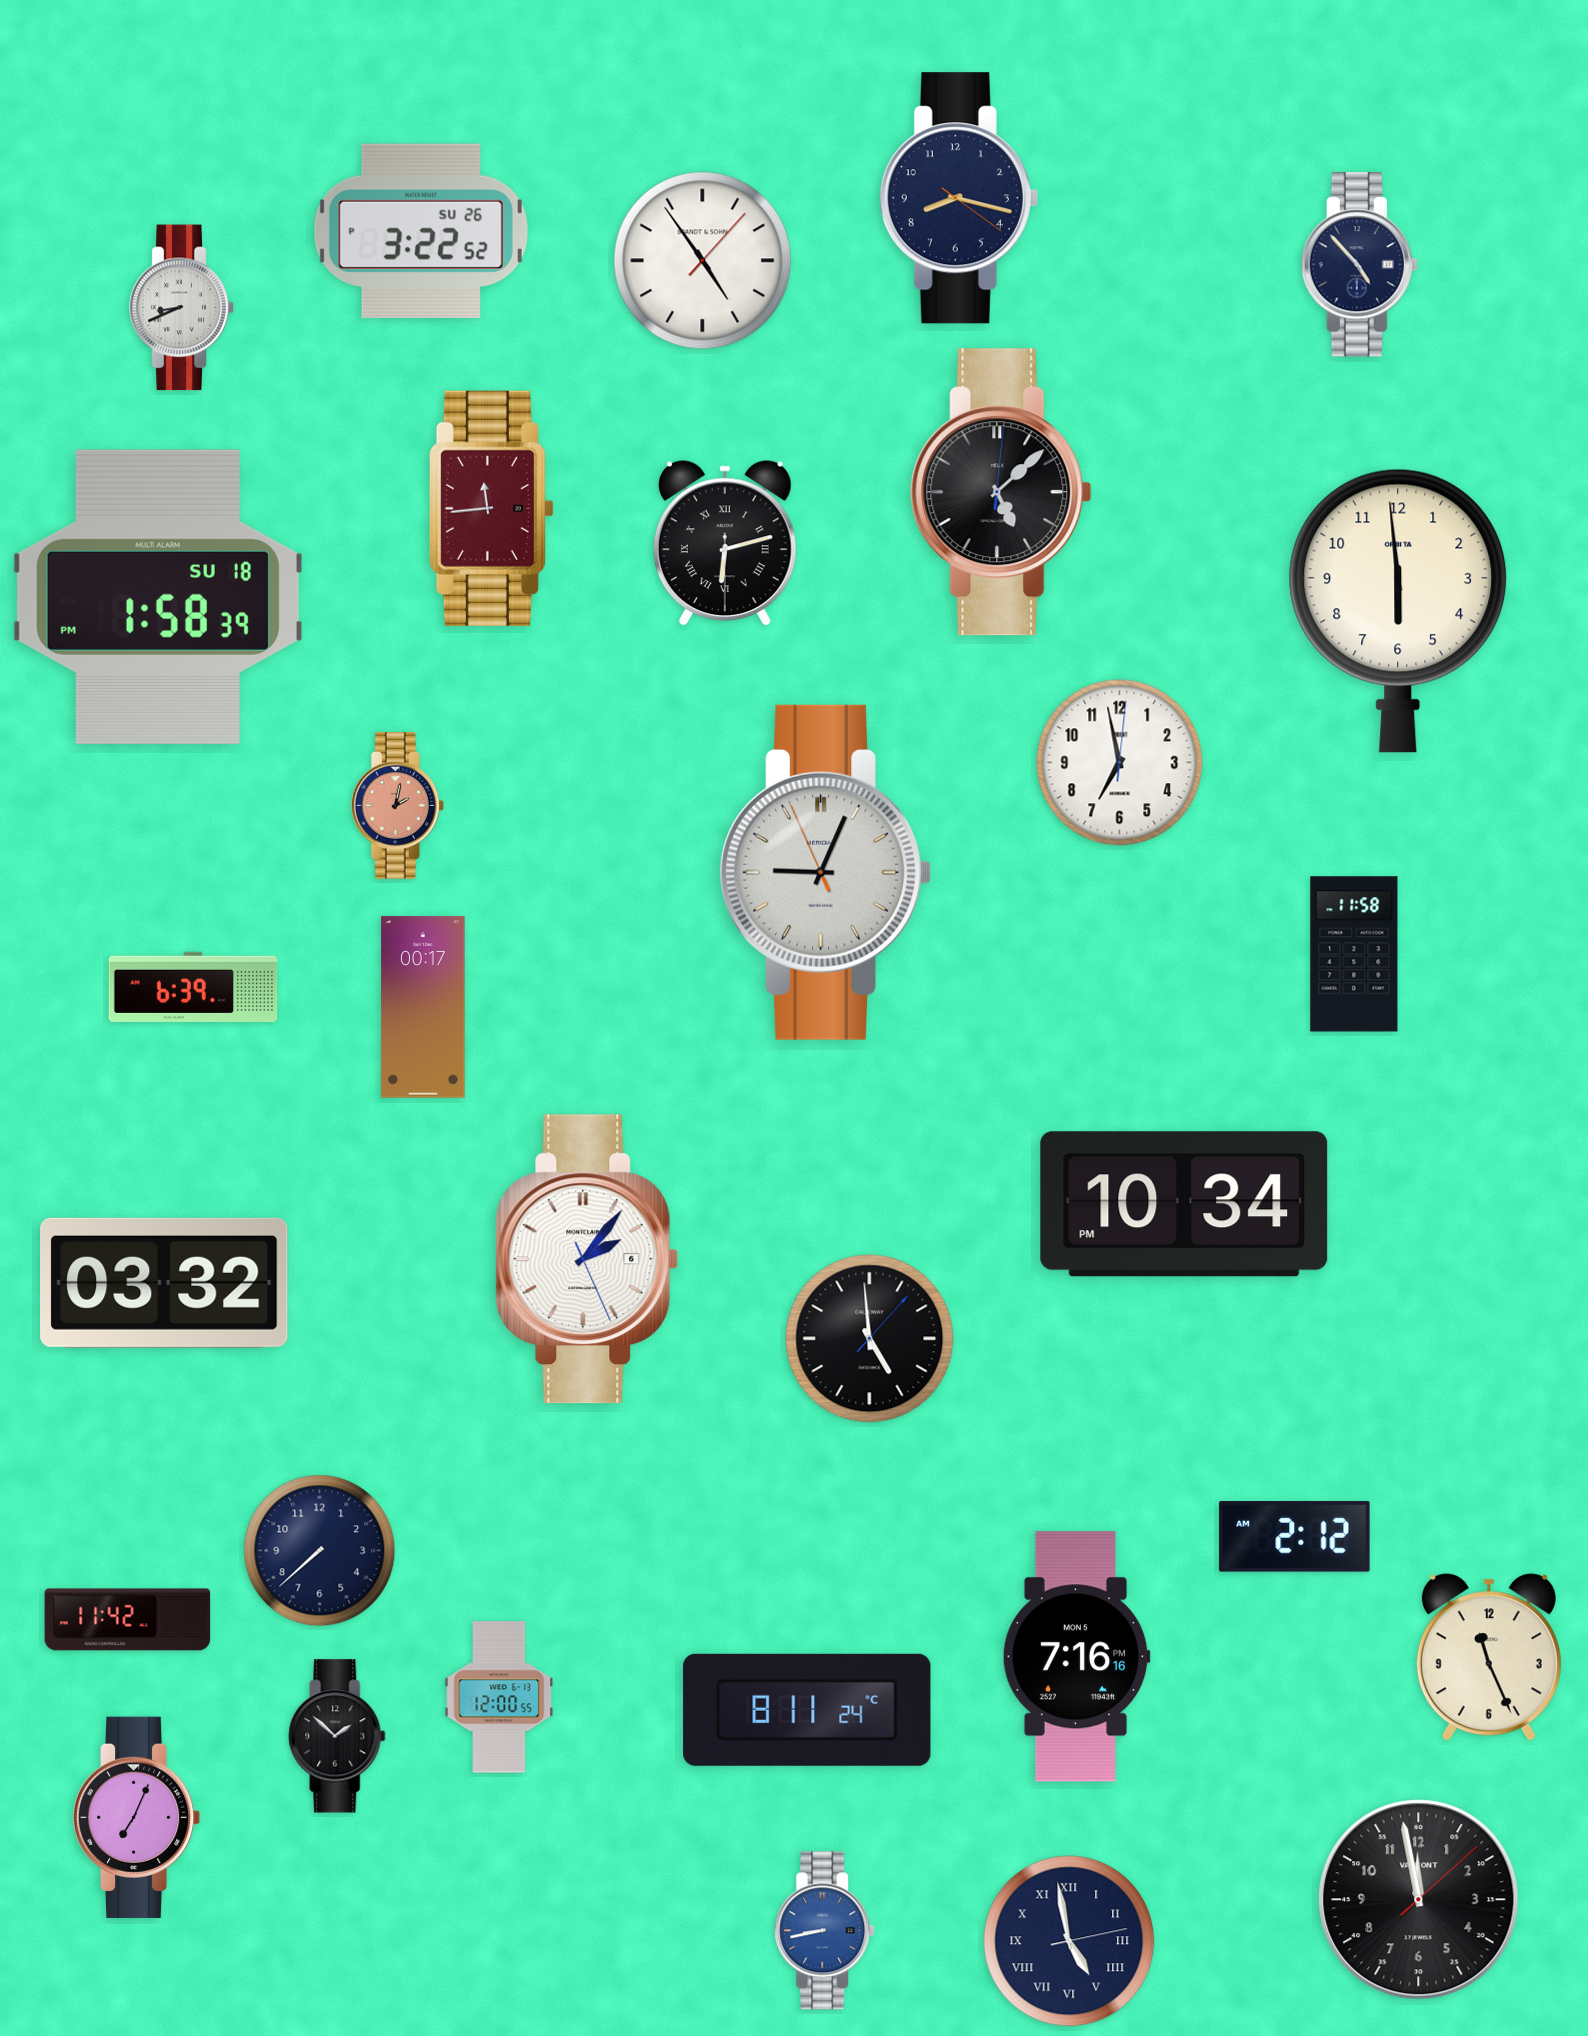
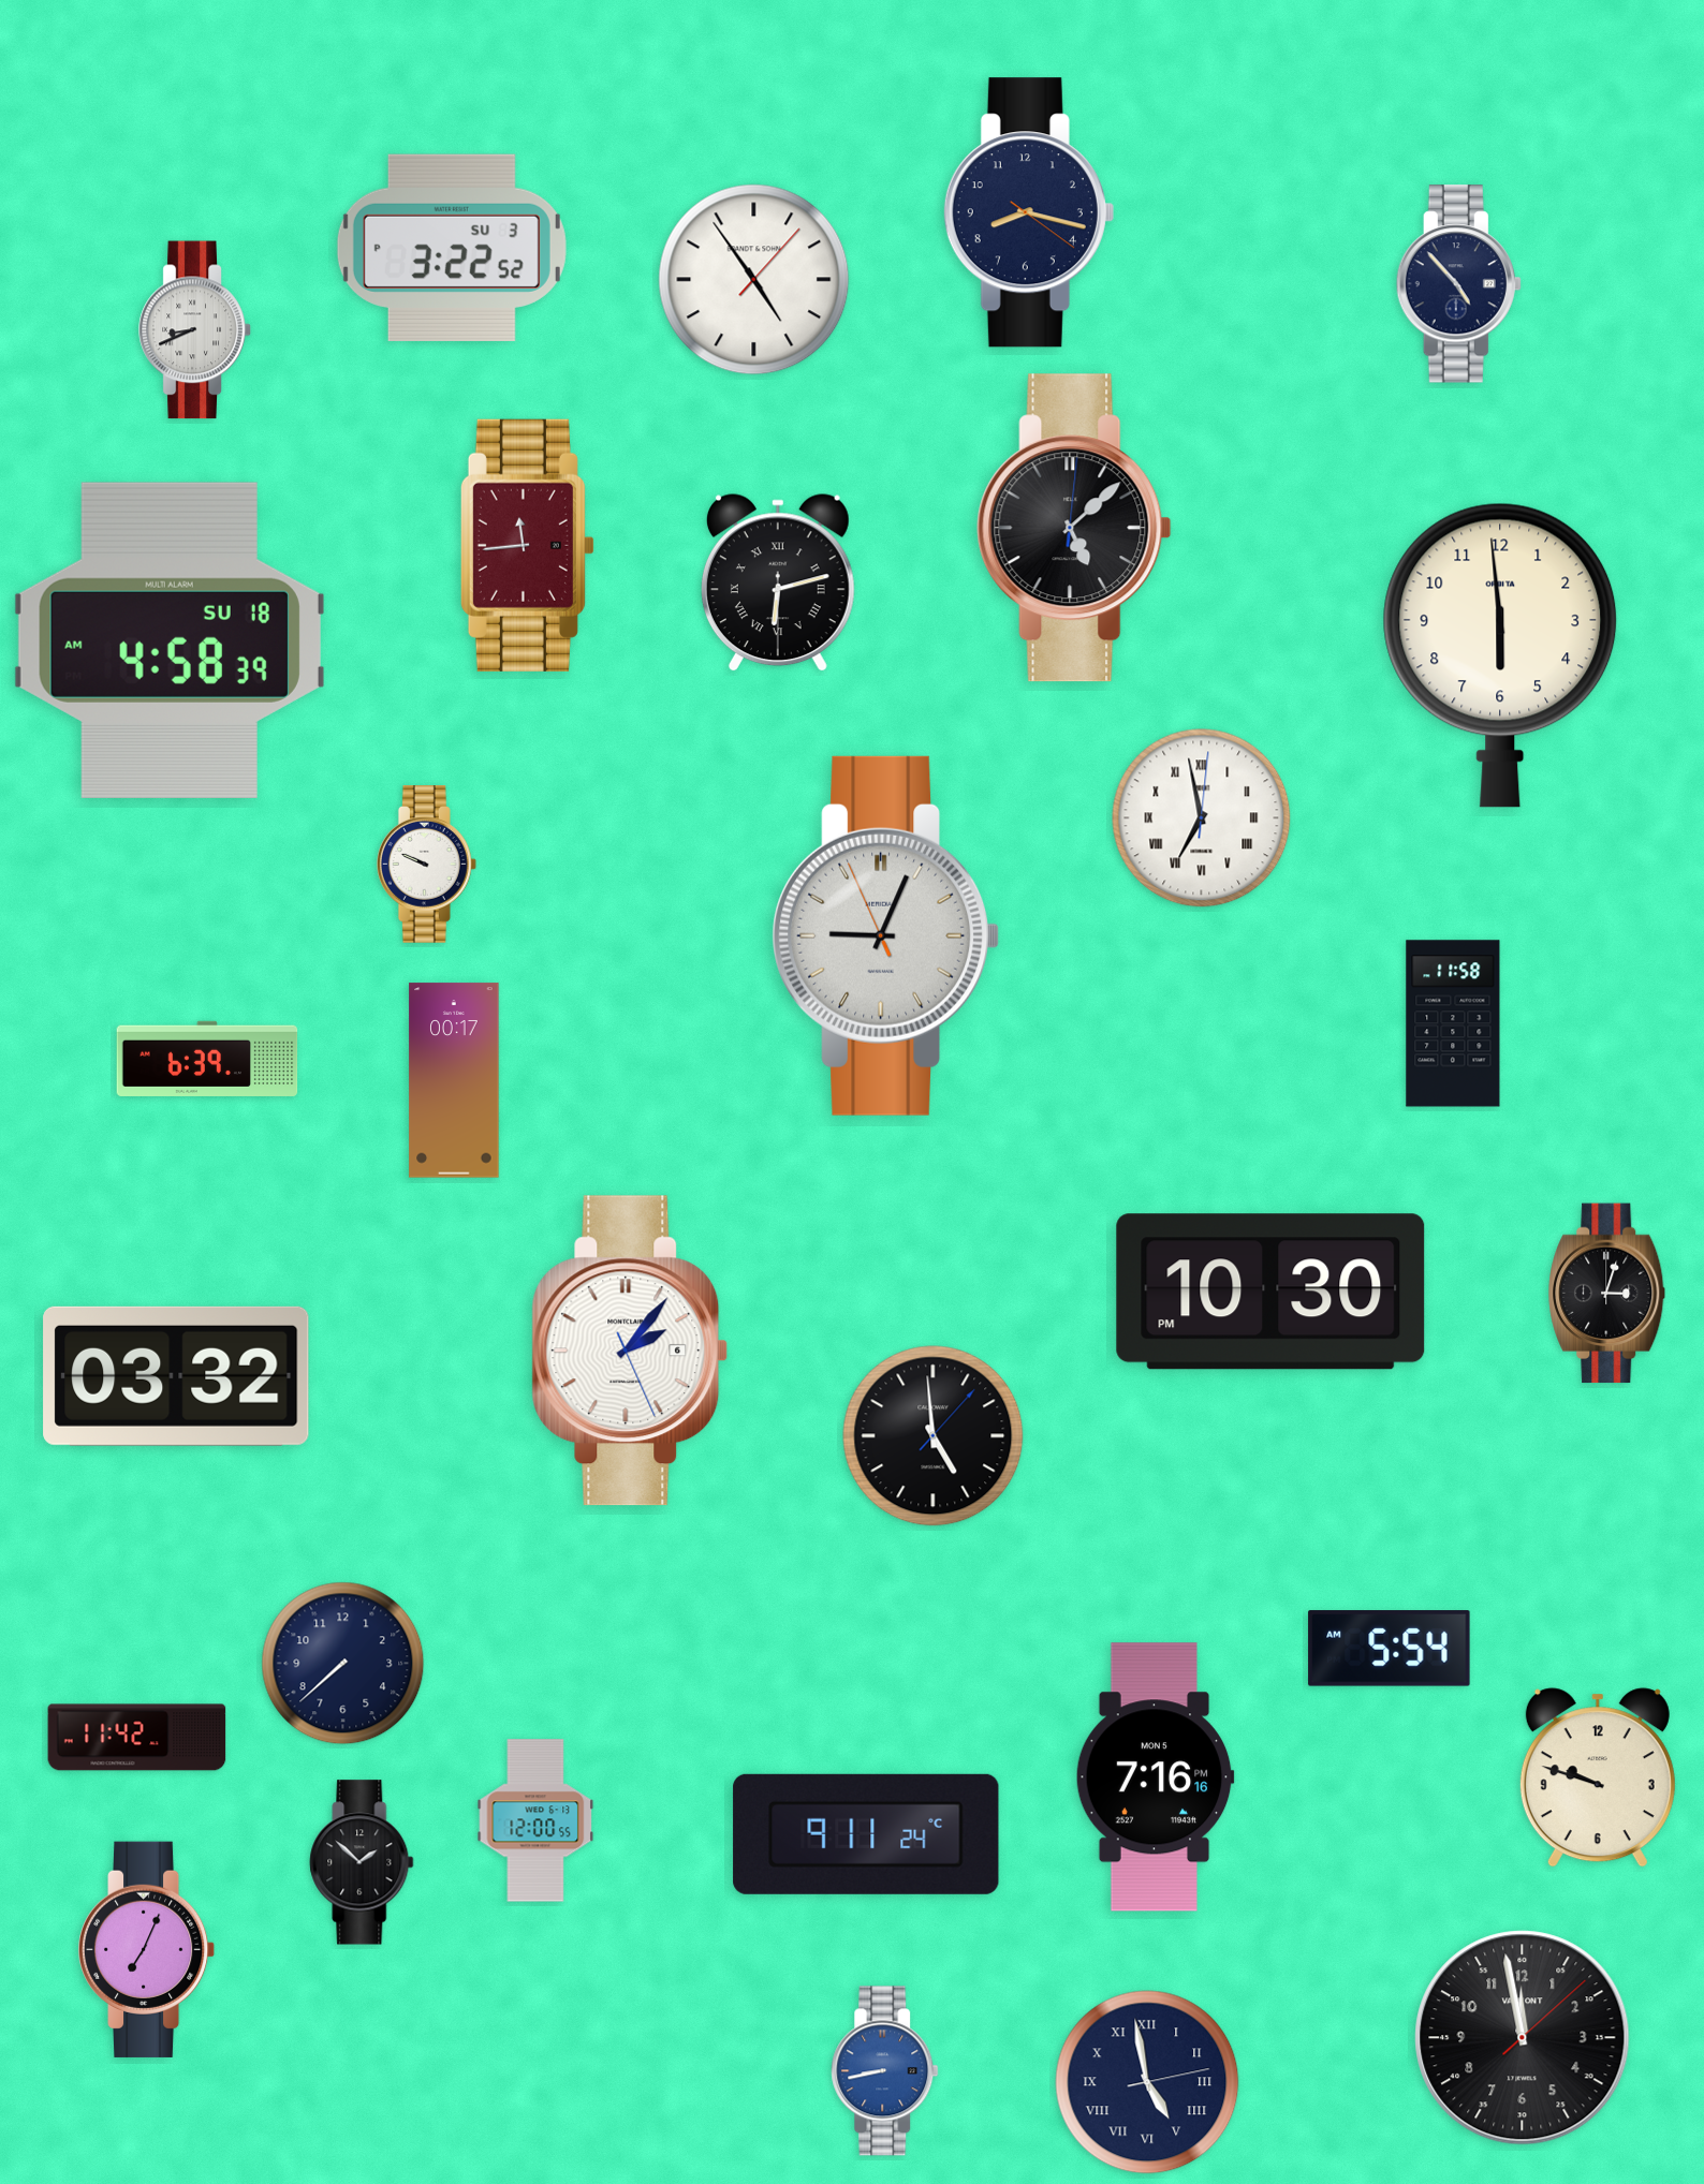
clock at (421, 231) date: SU 26 -> SU 3
clock at (158, 597): 1:58 -> 4:58
clock at (1120, 763) numerals: Arabic -> Roman
clock at (397, 806): 2:02 -> 9:49
clock at (397, 806) dial: salmon -> white
clock at (1184, 1204): 10:34 -> 10:30
clock at (1607, 1294): none -> 3:03
clock at (1295, 1537): 2:12 -> 5:54
clock at (1489, 1657): 11:26 -> 9:48
clock at (807, 1710): 8:11 -> 9:11
